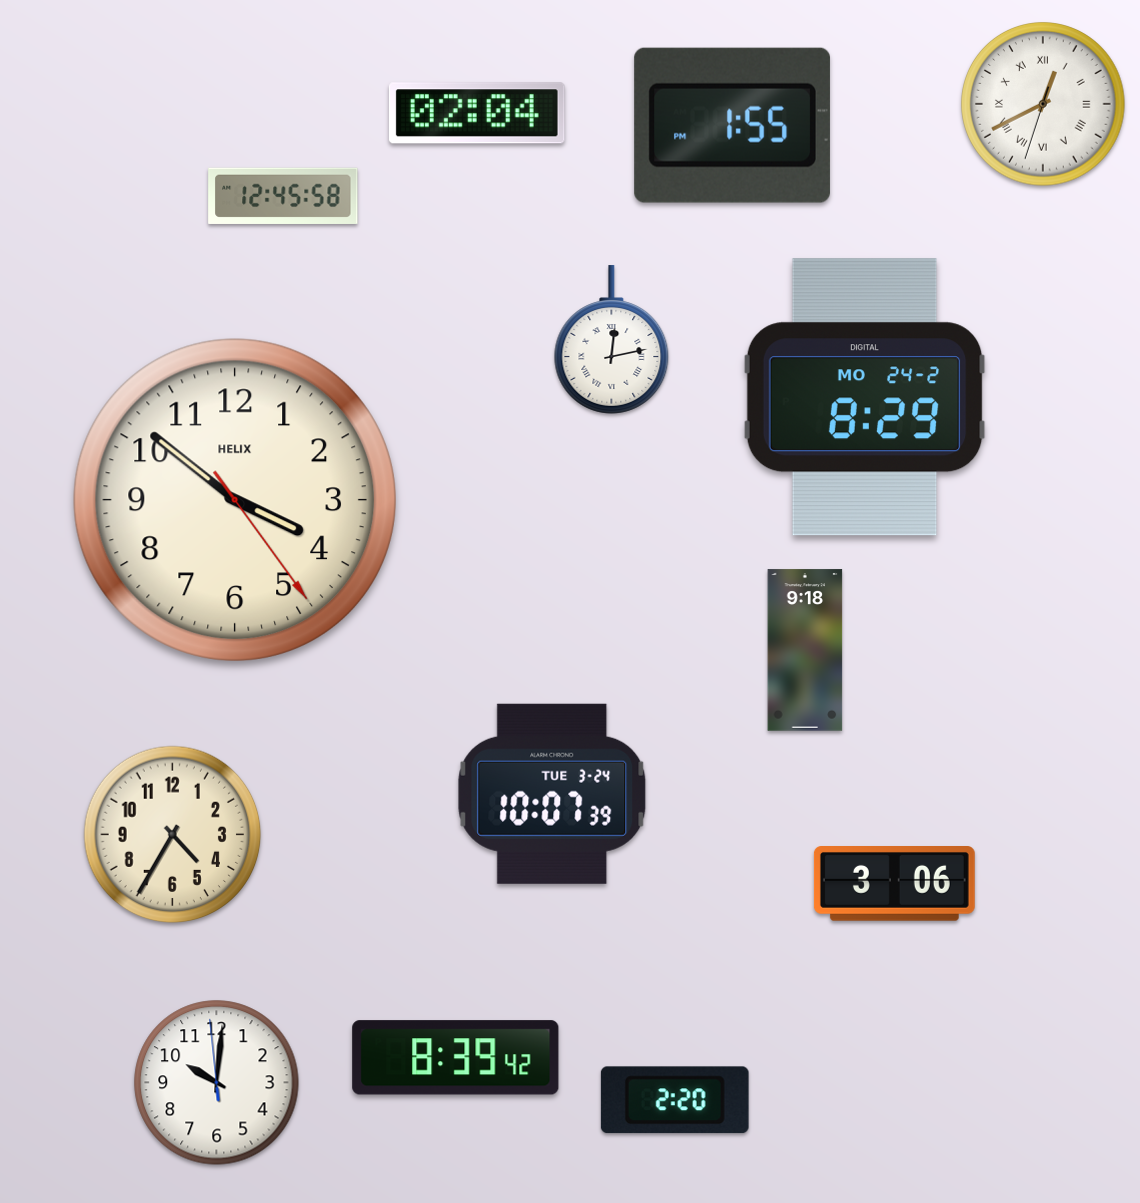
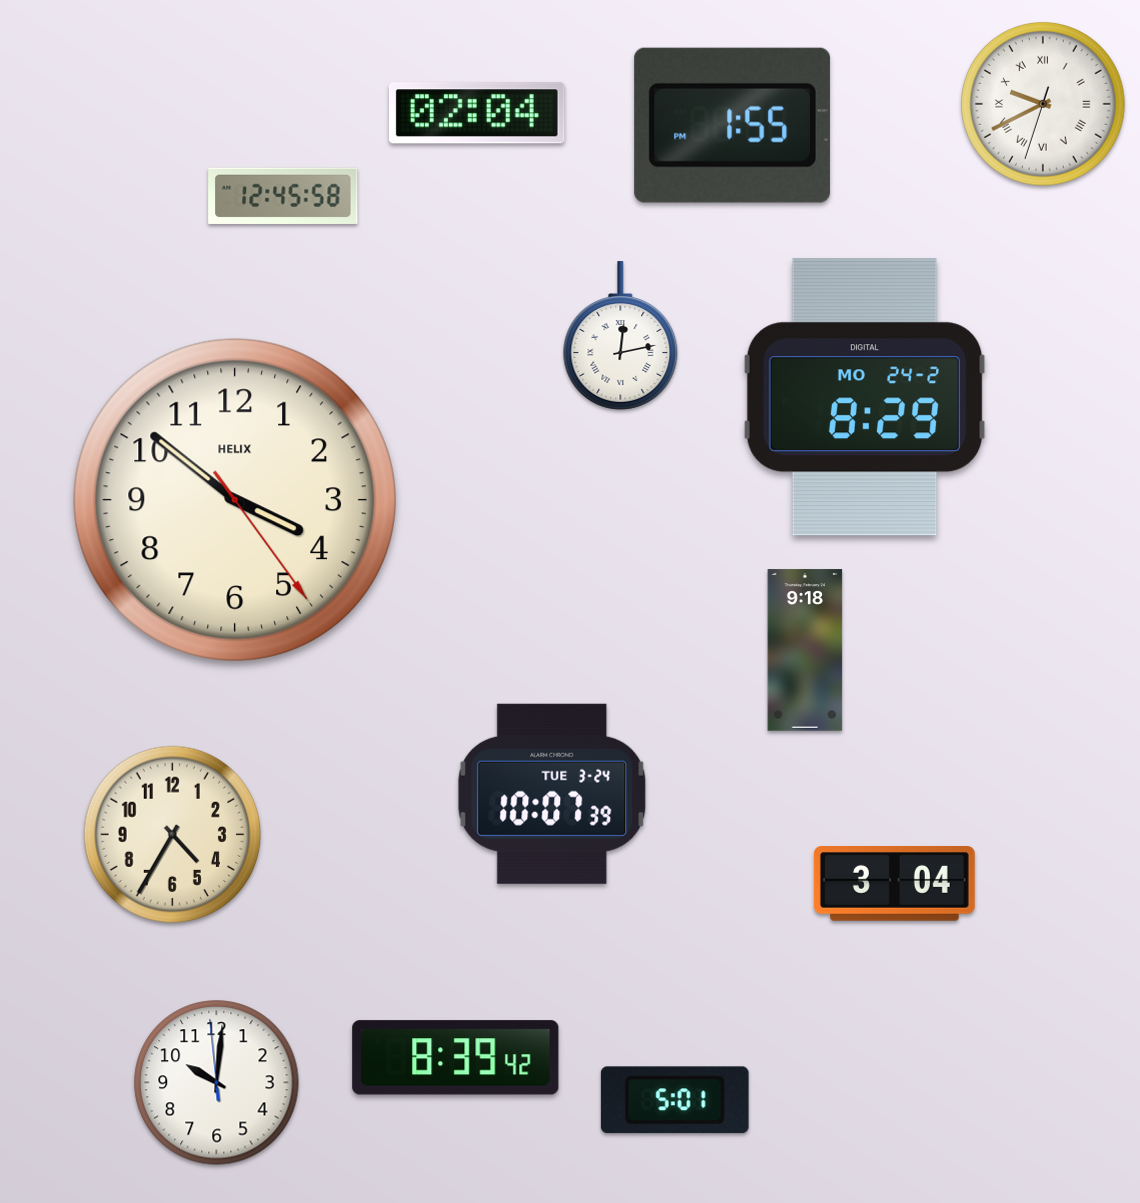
clock at (1043, 104): 12:40 -> 9:40
clock at (612, 340) position: (612, 340) -> (621, 336)
clock at (894, 884): 3:06 -> 3:04
clock at (675, 1100): 2:20 -> 5:01
